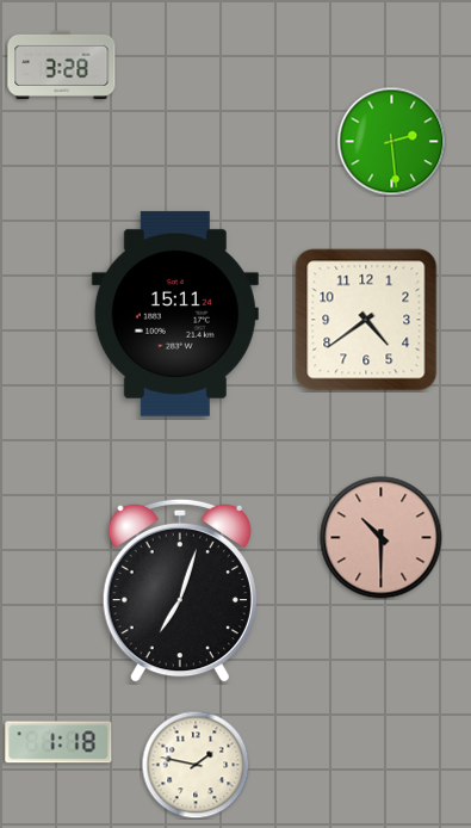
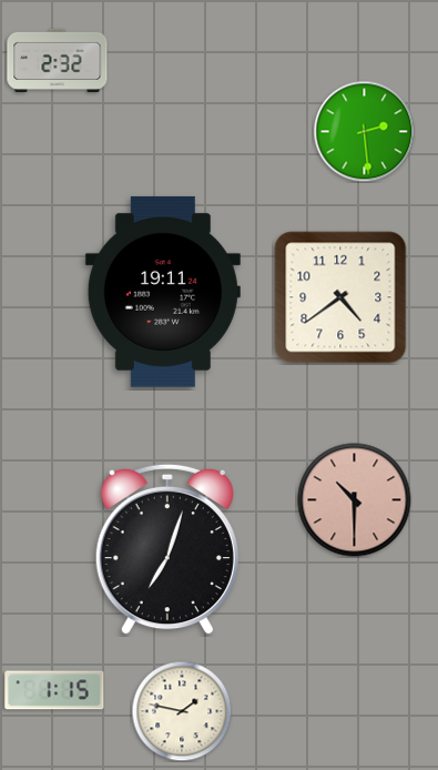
clock at (62, 64): 3:28 -> 2:32
clock at (175, 314): 15:11 -> 19:11
clock at (58, 742): 1:18 -> 1:15
